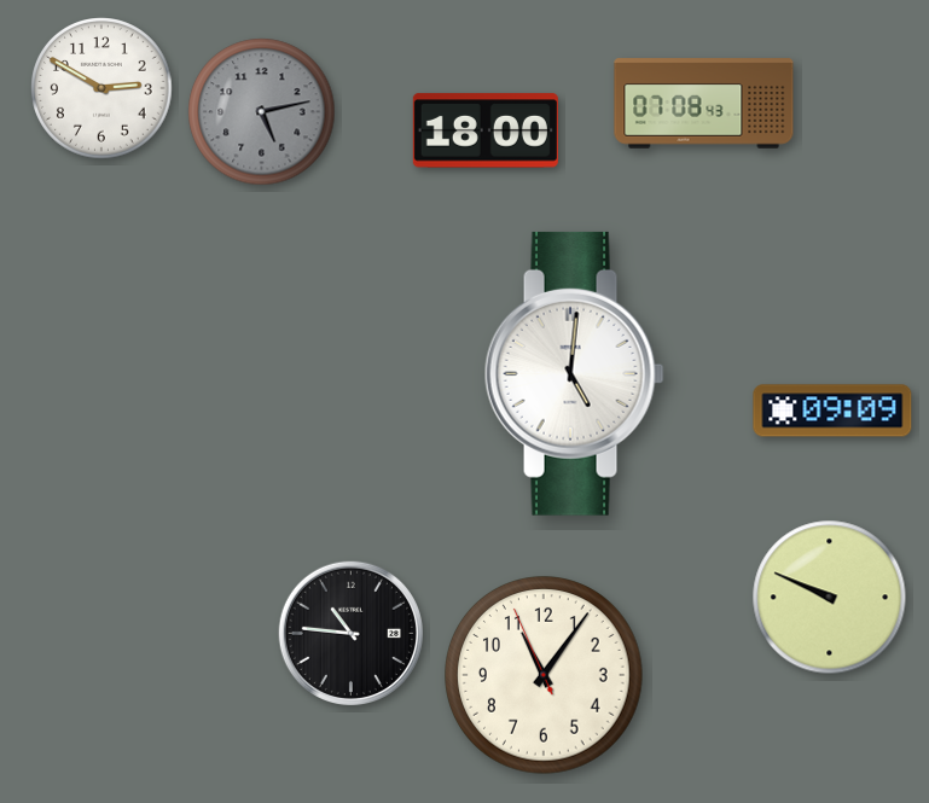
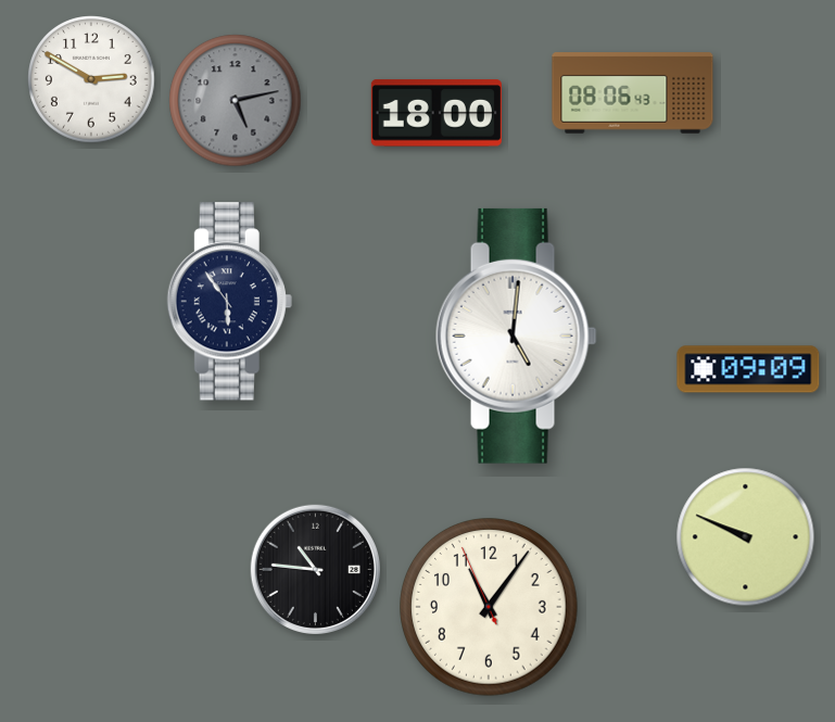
clock at (704, 104): 07:08 -> 08:06
clock at (486, 130) position: (486, 130) -> (437, 113)
clock at (229, 302): none -> 5:54
